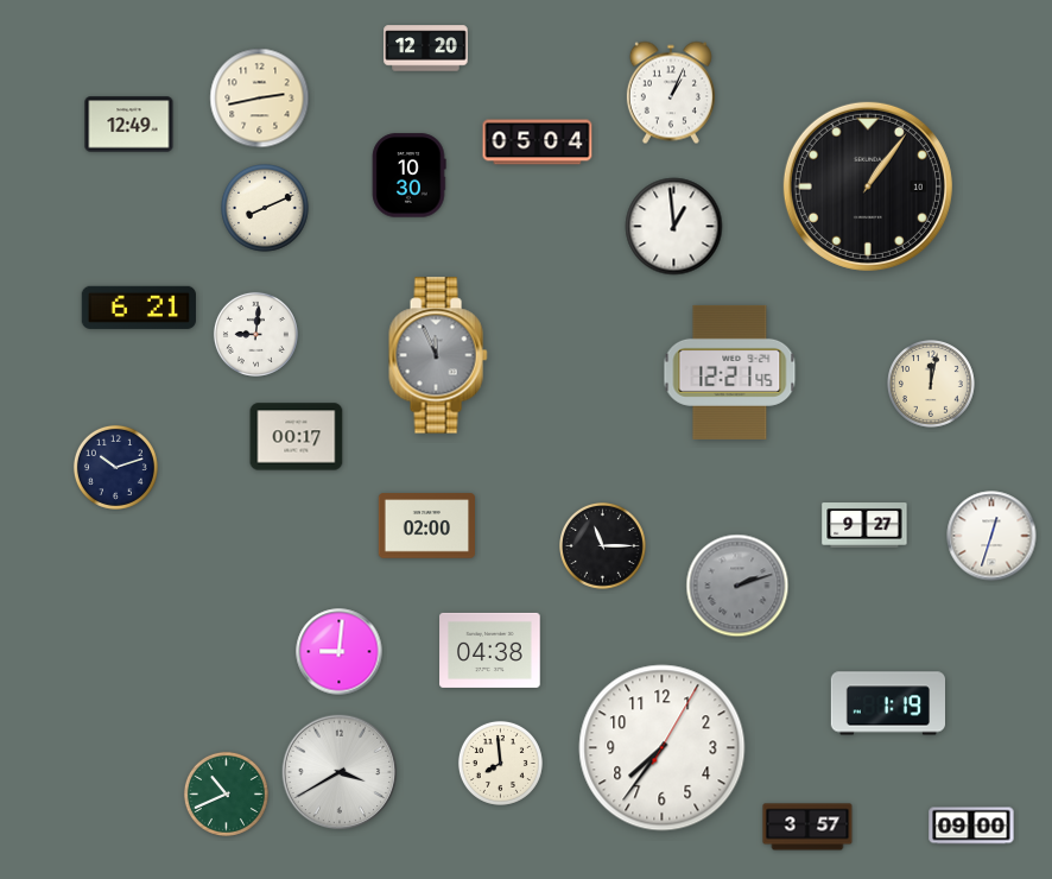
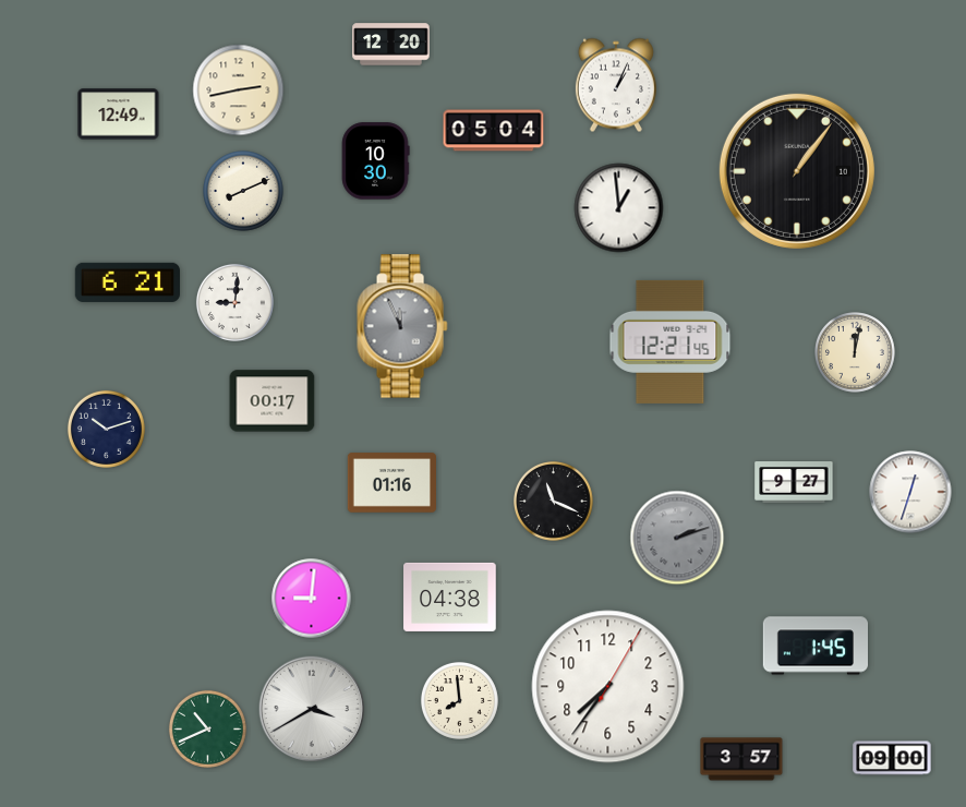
clock at (255, 334) position: (255, 334) -> (234, 302)
clock at (426, 526): 02:00 -> 01:16
clock at (603, 546): 11:15 -> 11:19
clock at (887, 703): 1:19 -> 1:45
